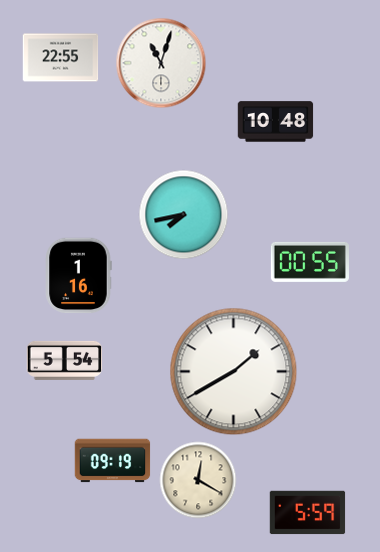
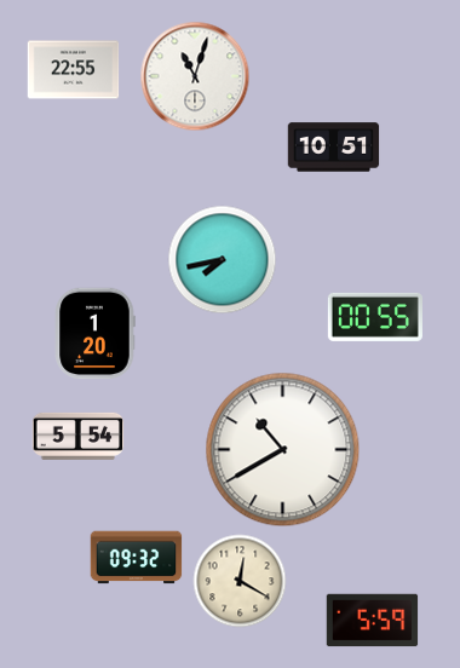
clock at (276, 122): 10:48 -> 10:51
clock at (78, 276): 1:16 -> 1:20
clock at (234, 372): 1:40 -> 10:40
clock at (113, 461): 09:19 -> 09:32
